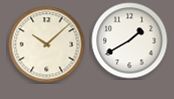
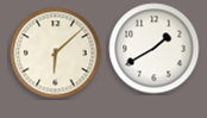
clock at (47, 45): 10:08 -> 6:08
